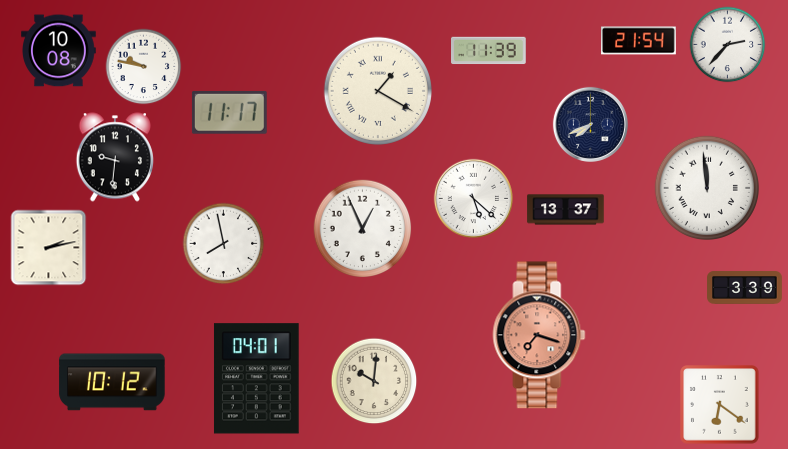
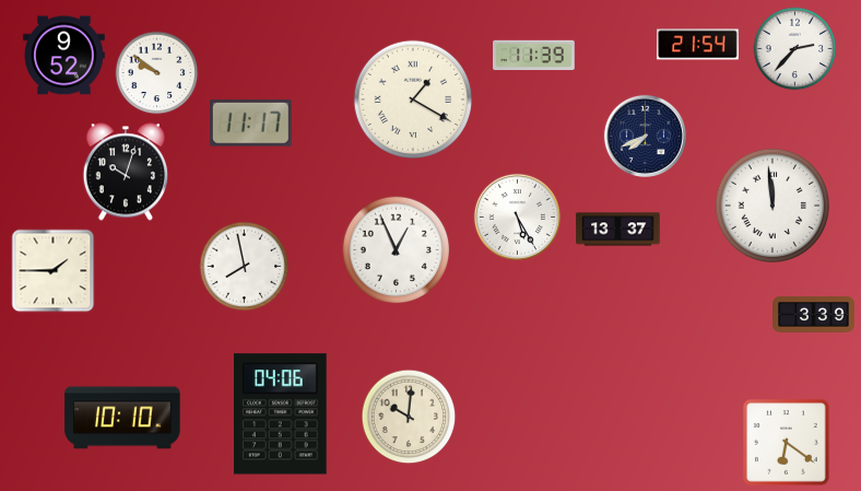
clock at (59, 51): 10:08 -> 9:52
clock at (144, 67): 9:47 -> 9:51
clock at (114, 157): 9:31 -> 10:03
clock at (473, 198): 5:22 -> 5:25
clock at (49, 248): 2:13 -> 1:45
clock at (539, 335): 7:18 -> none
clock at (256, 379): 04:01 -> 04:06
clock at (112, 382): 10:12 -> 10:10
